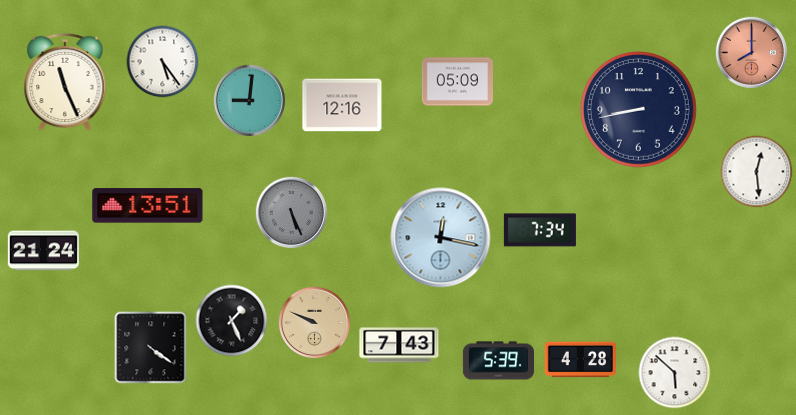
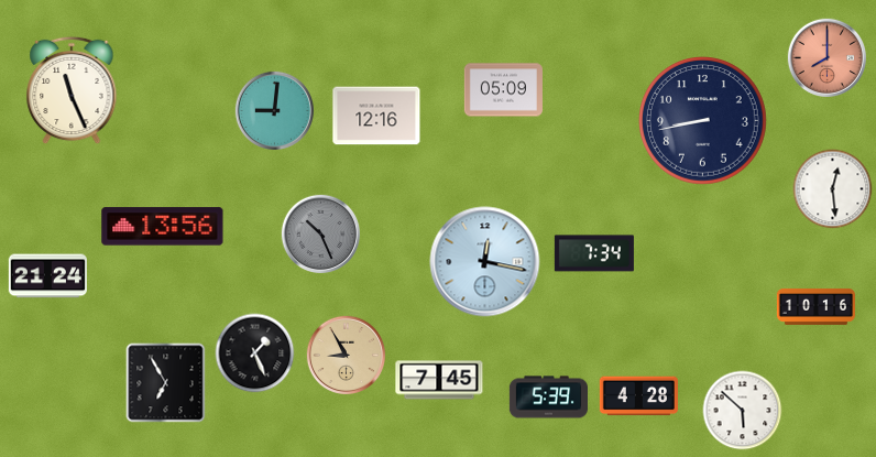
clock at (163, 62): 5:24 -> none
clock at (148, 206): 13:51 -> 13:56
clock at (291, 212): 5:26 -> 10:26
clock at (815, 306): none -> 10:16
clock at (314, 322): 9:49 -> 8:55
clock at (399, 345): 7:43 -> 7:45
clock at (151, 348): 4:21 -> 6:55
